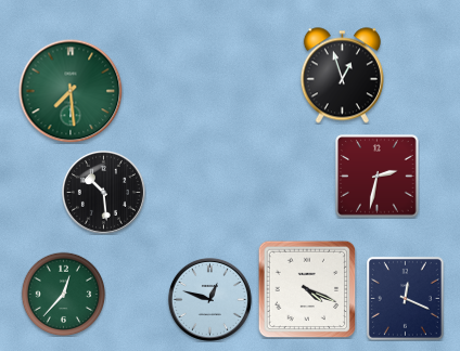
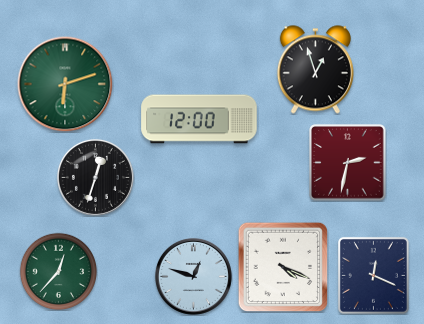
clock at (71, 91): 7:29 -> 6:12
clock at (199, 119): none -> 12:00
clock at (103, 192): 10:29 -> 12:33
